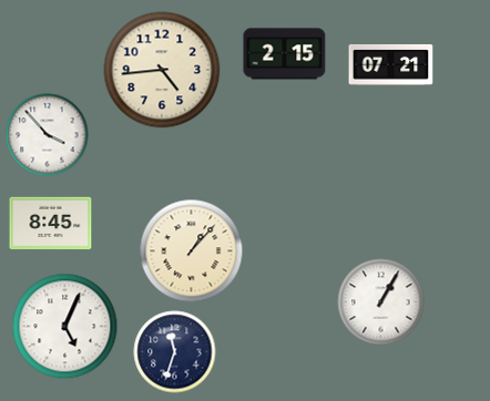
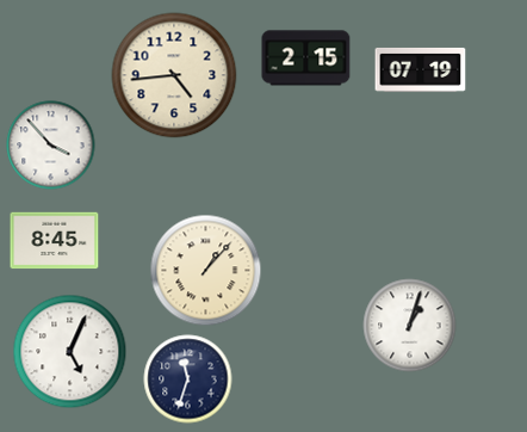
clock at (391, 65): 07:21 -> 07:19
clock at (381, 302): 1:05 -> 1:03
